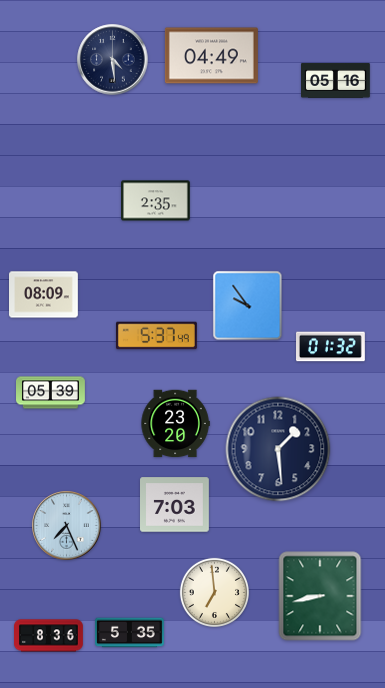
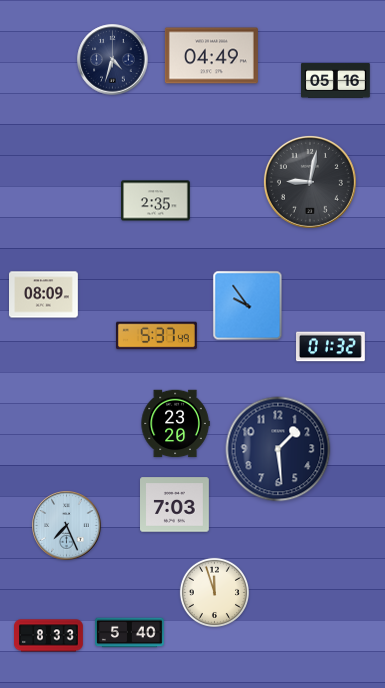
clock at (113, 60): 4:29 -> 4:33
clock at (310, 182): none -> 9:02
clock at (51, 393): 05:39 -> none
clock at (214, 592): 6:59 -> 11:57
clock at (320, 596): 8:43 -> none
clock at (130, 633): 5:35 -> 5:40
clock at (49, 636): 8:36 -> 8:33
